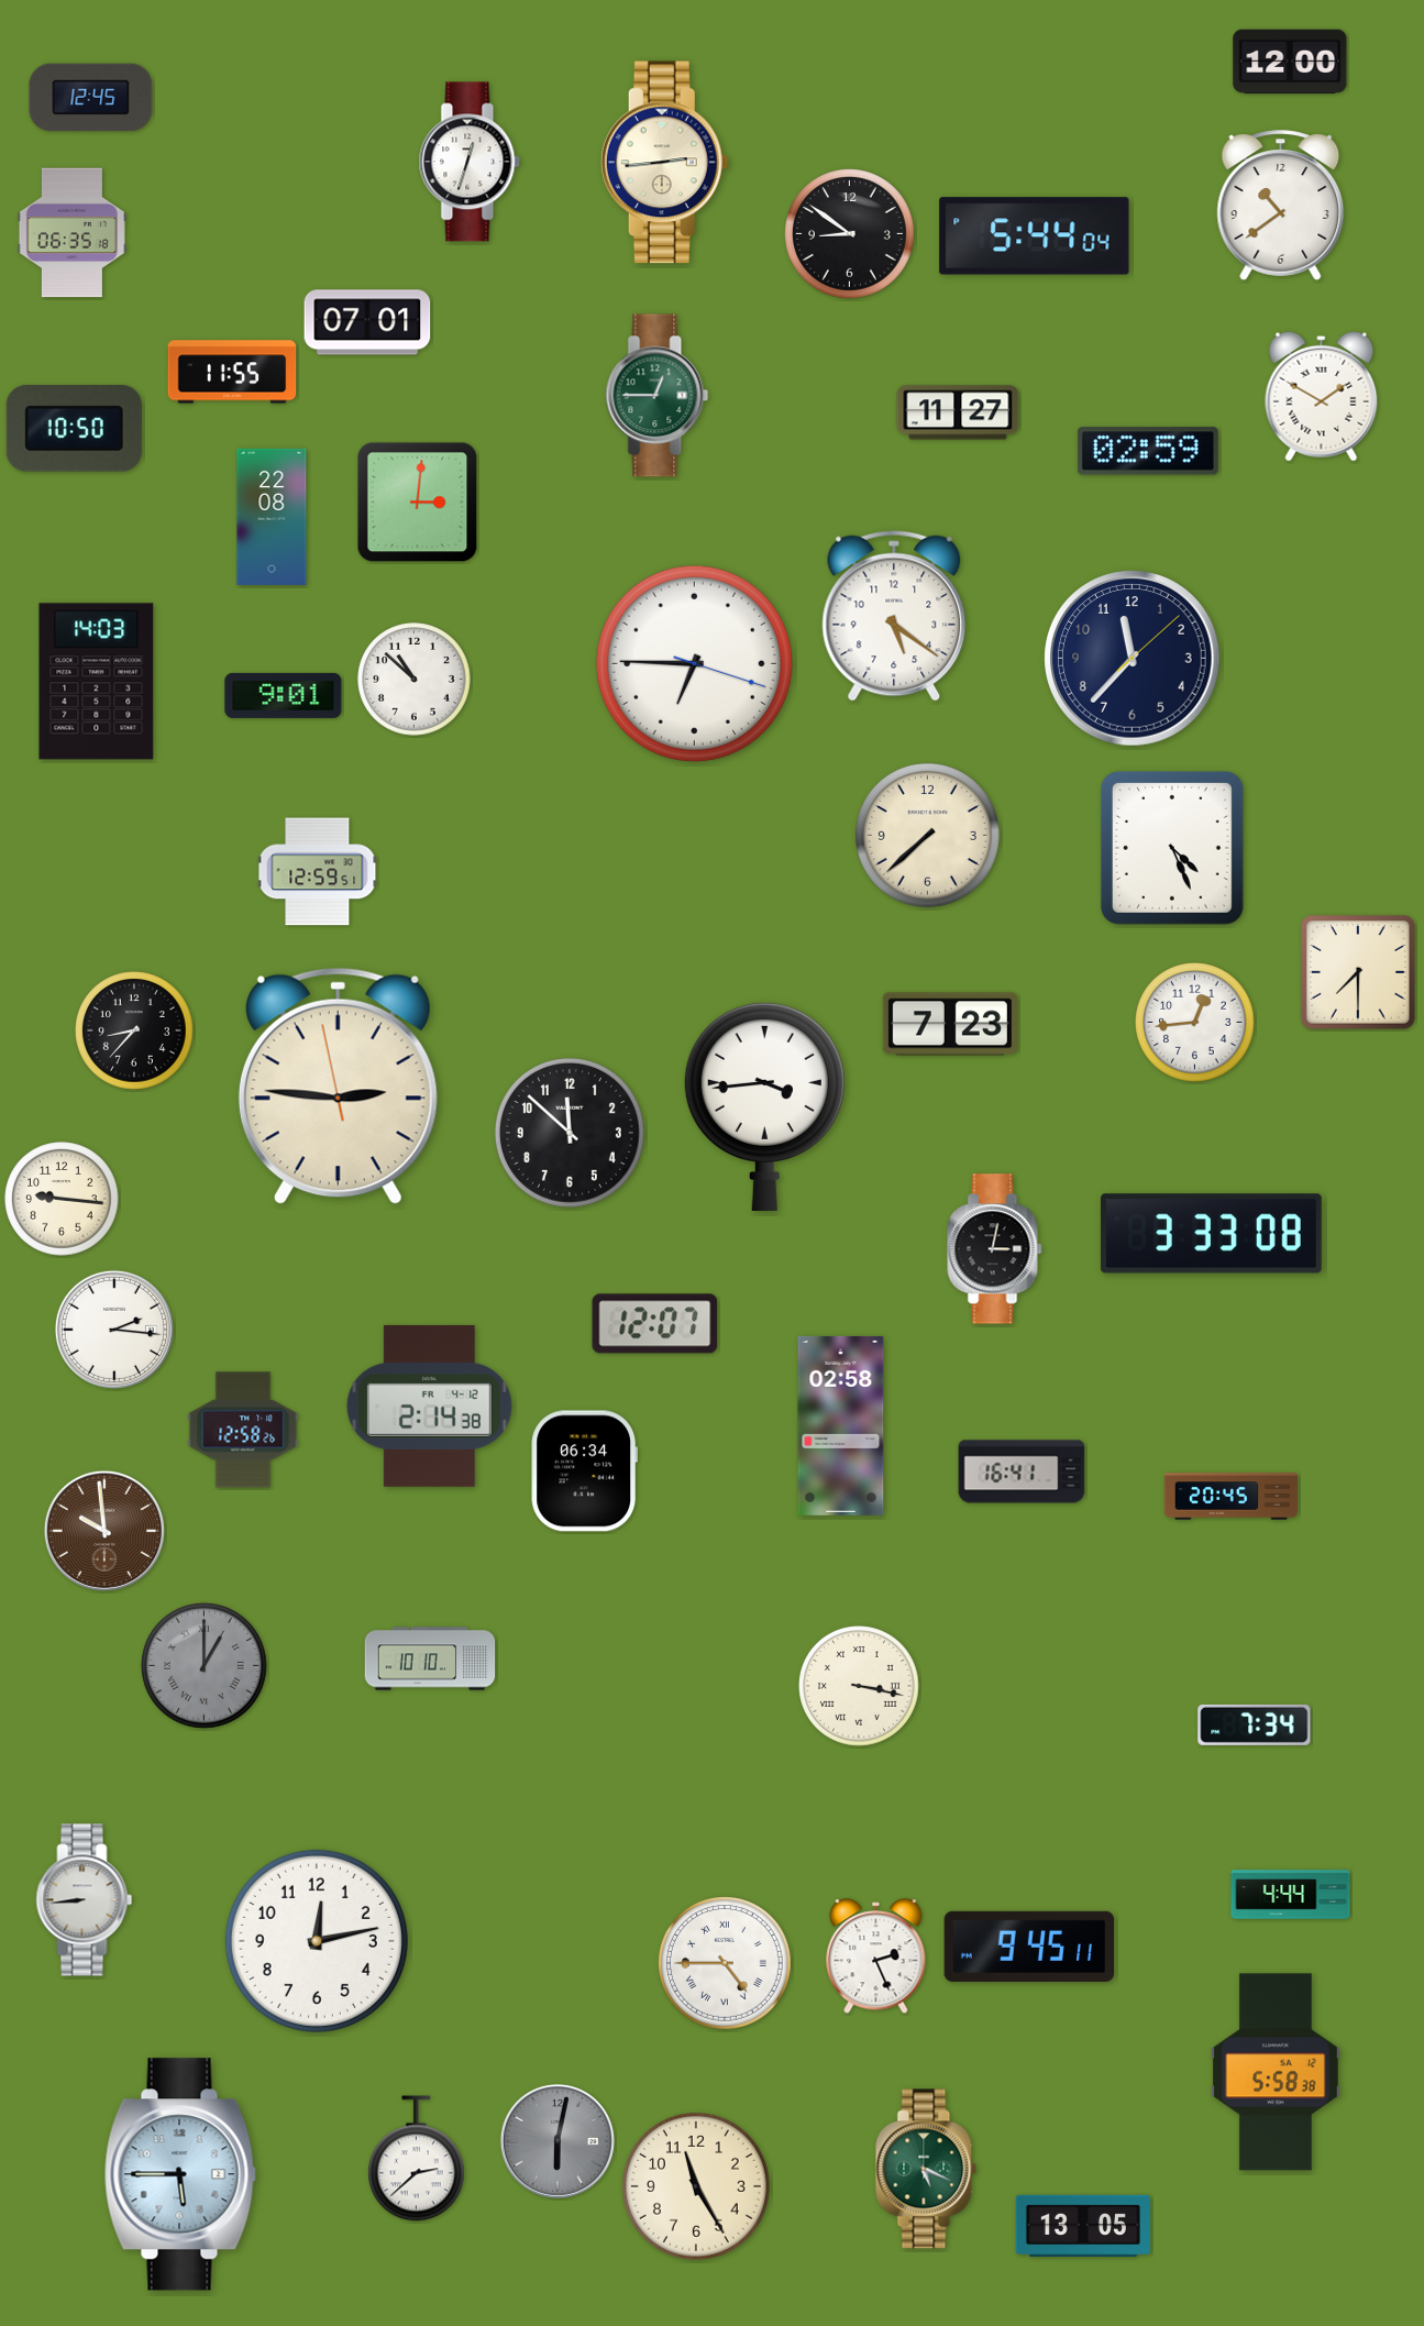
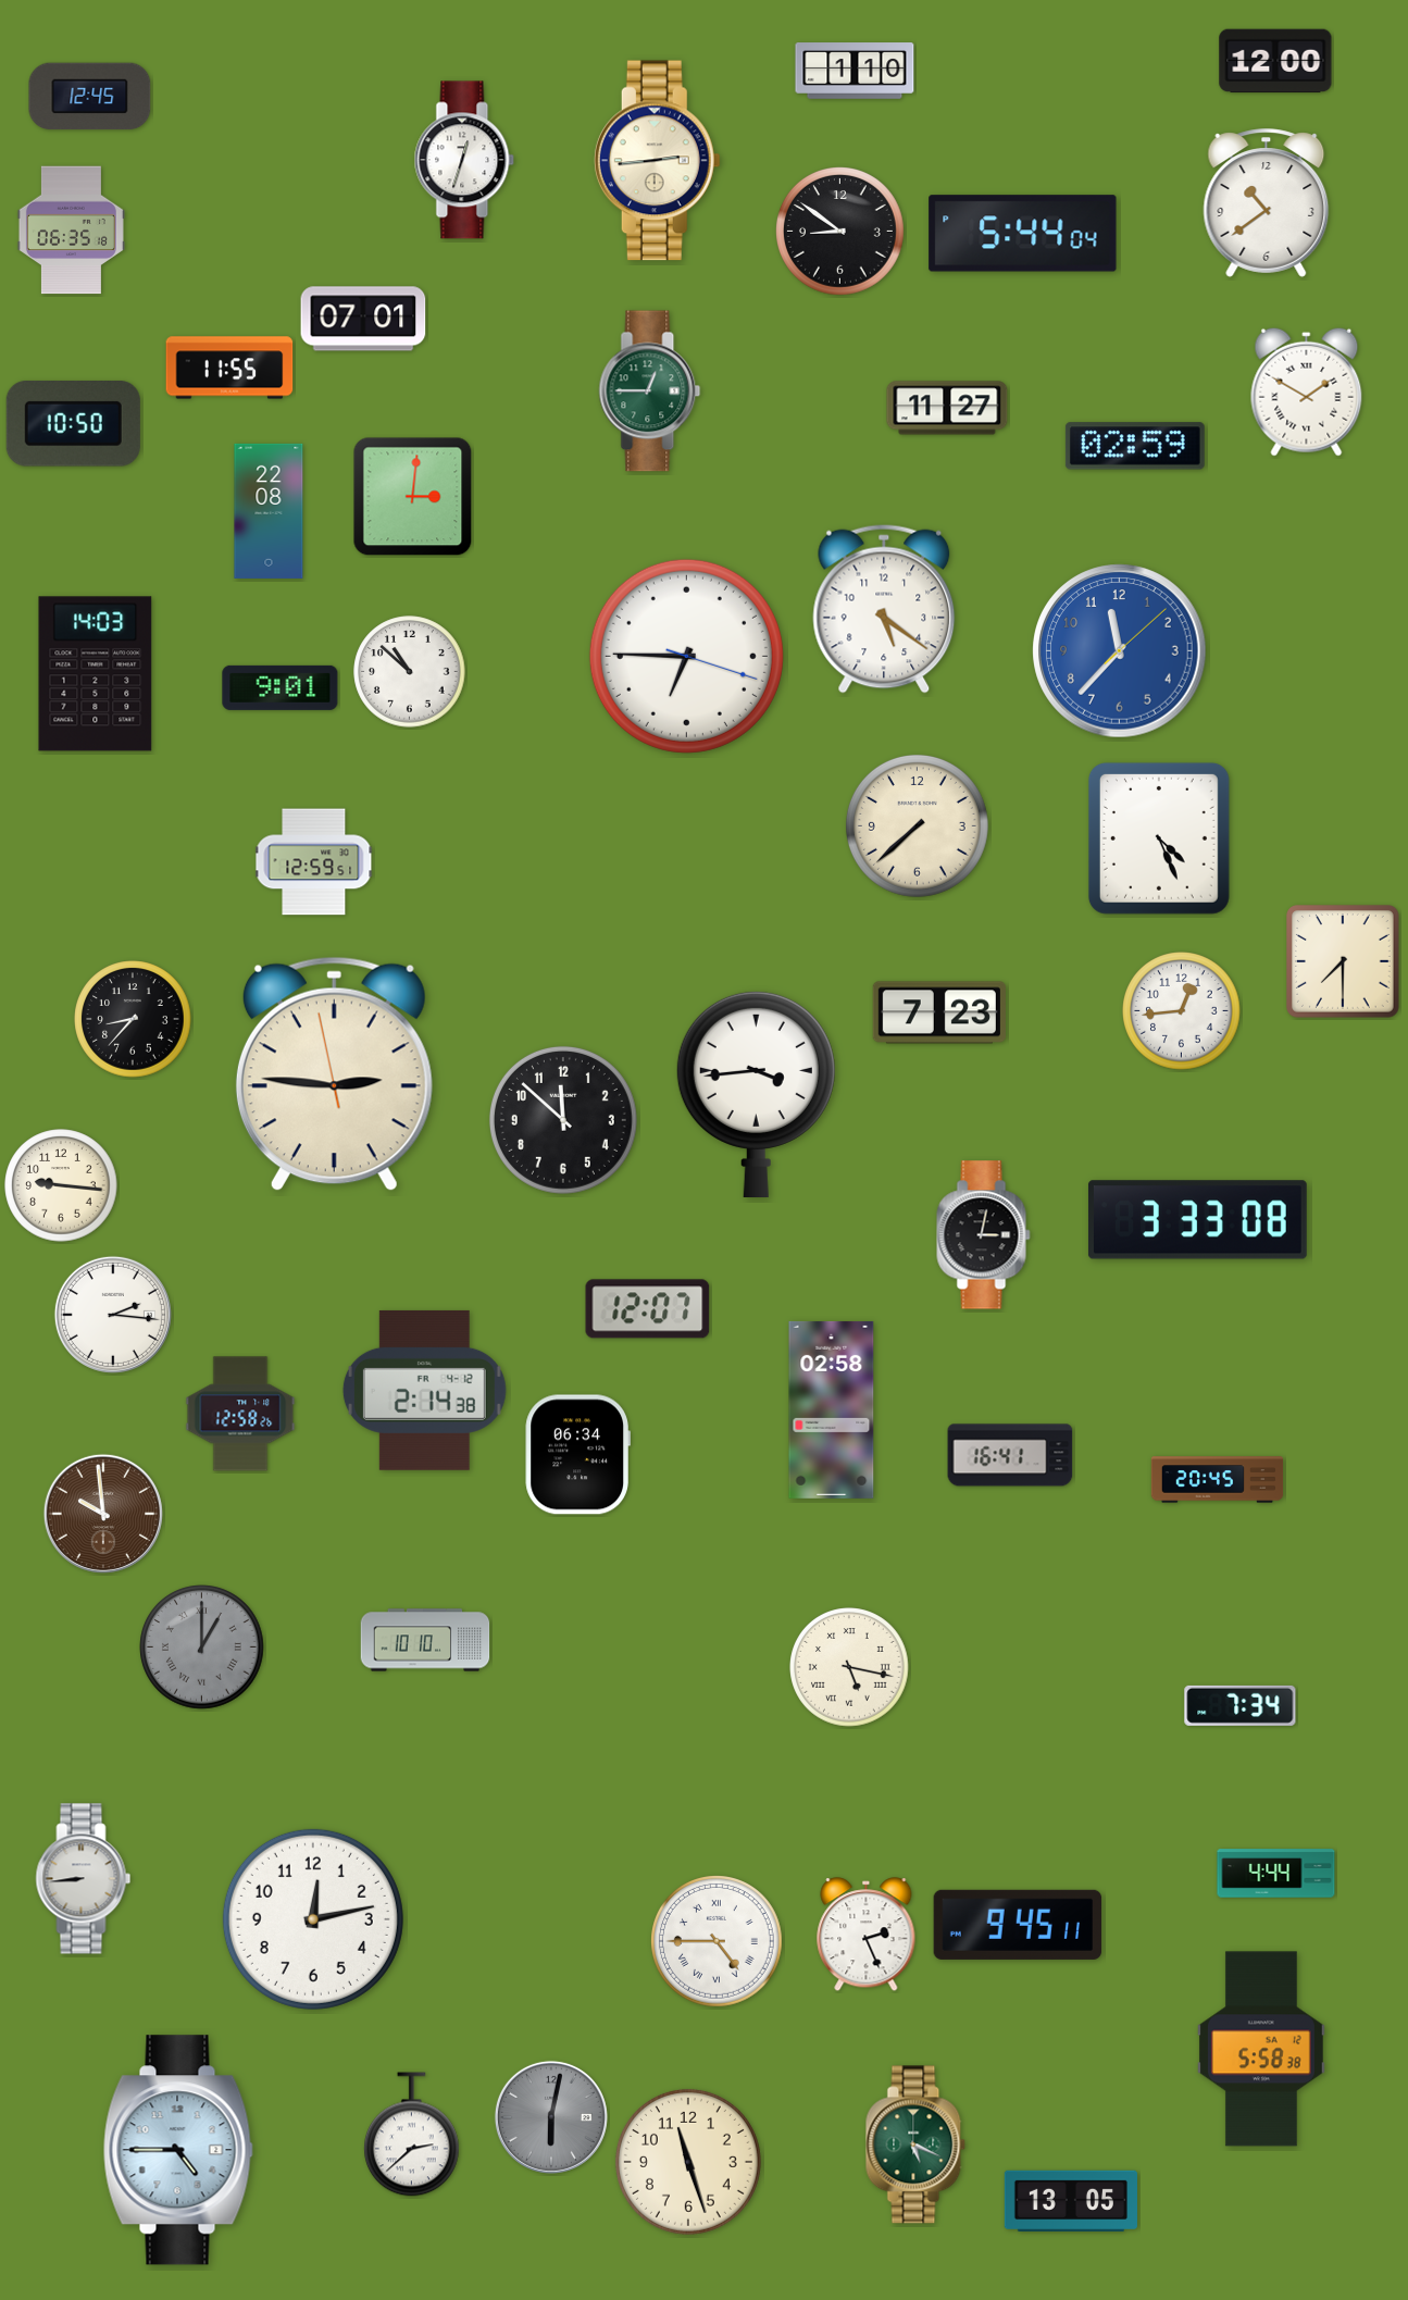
clock at (855, 71): none -> 1:10
clock at (1133, 659) dial: navy -> blue
clock at (859, 1686): 3:17 -> 5:17
clock at (180, 2174): 5:45 -> 4:45
clock at (696, 2186): 11:25 -> 11:27
